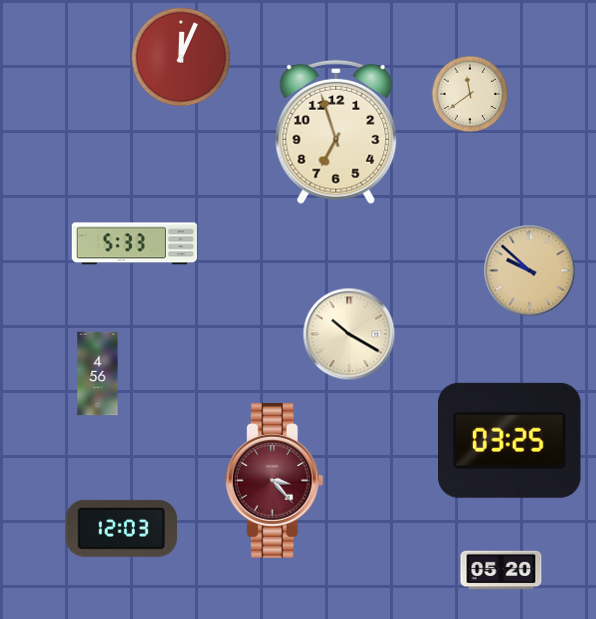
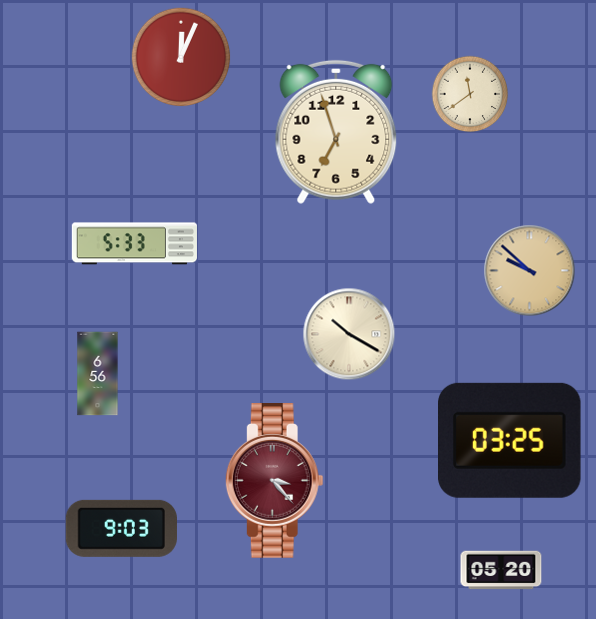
clock at (98, 374): 4:56 -> 6:56
clock at (121, 528): 12:03 -> 9:03
